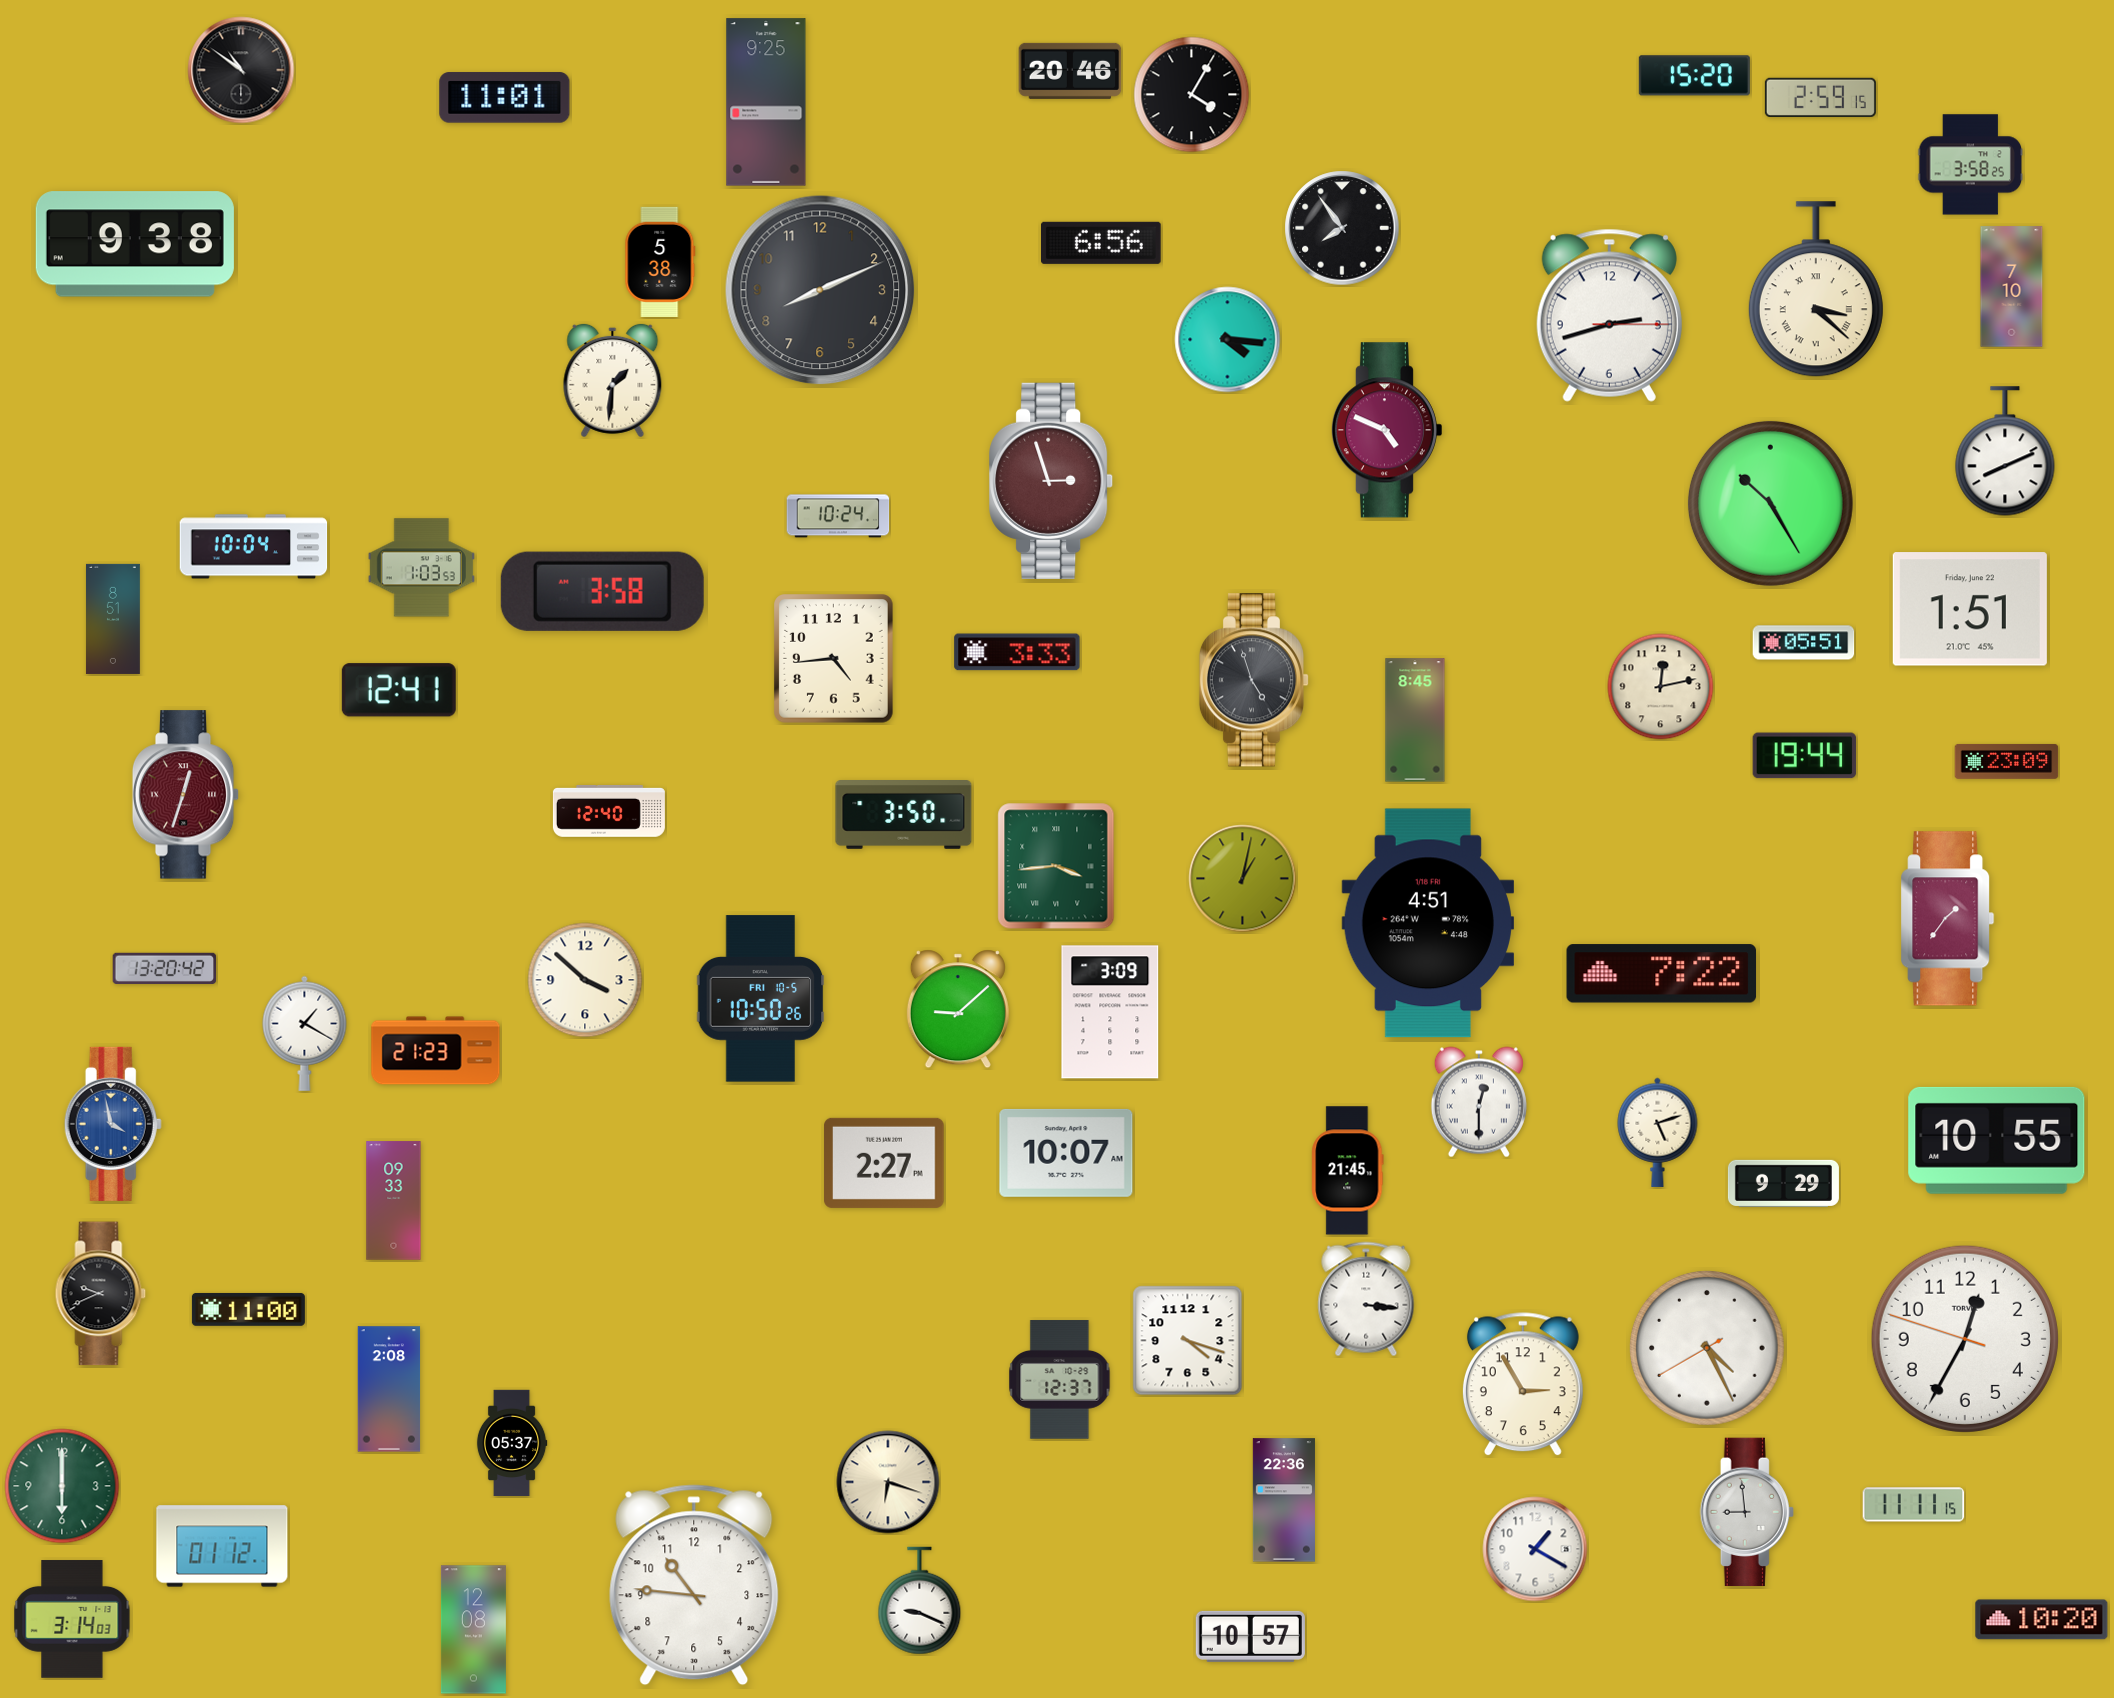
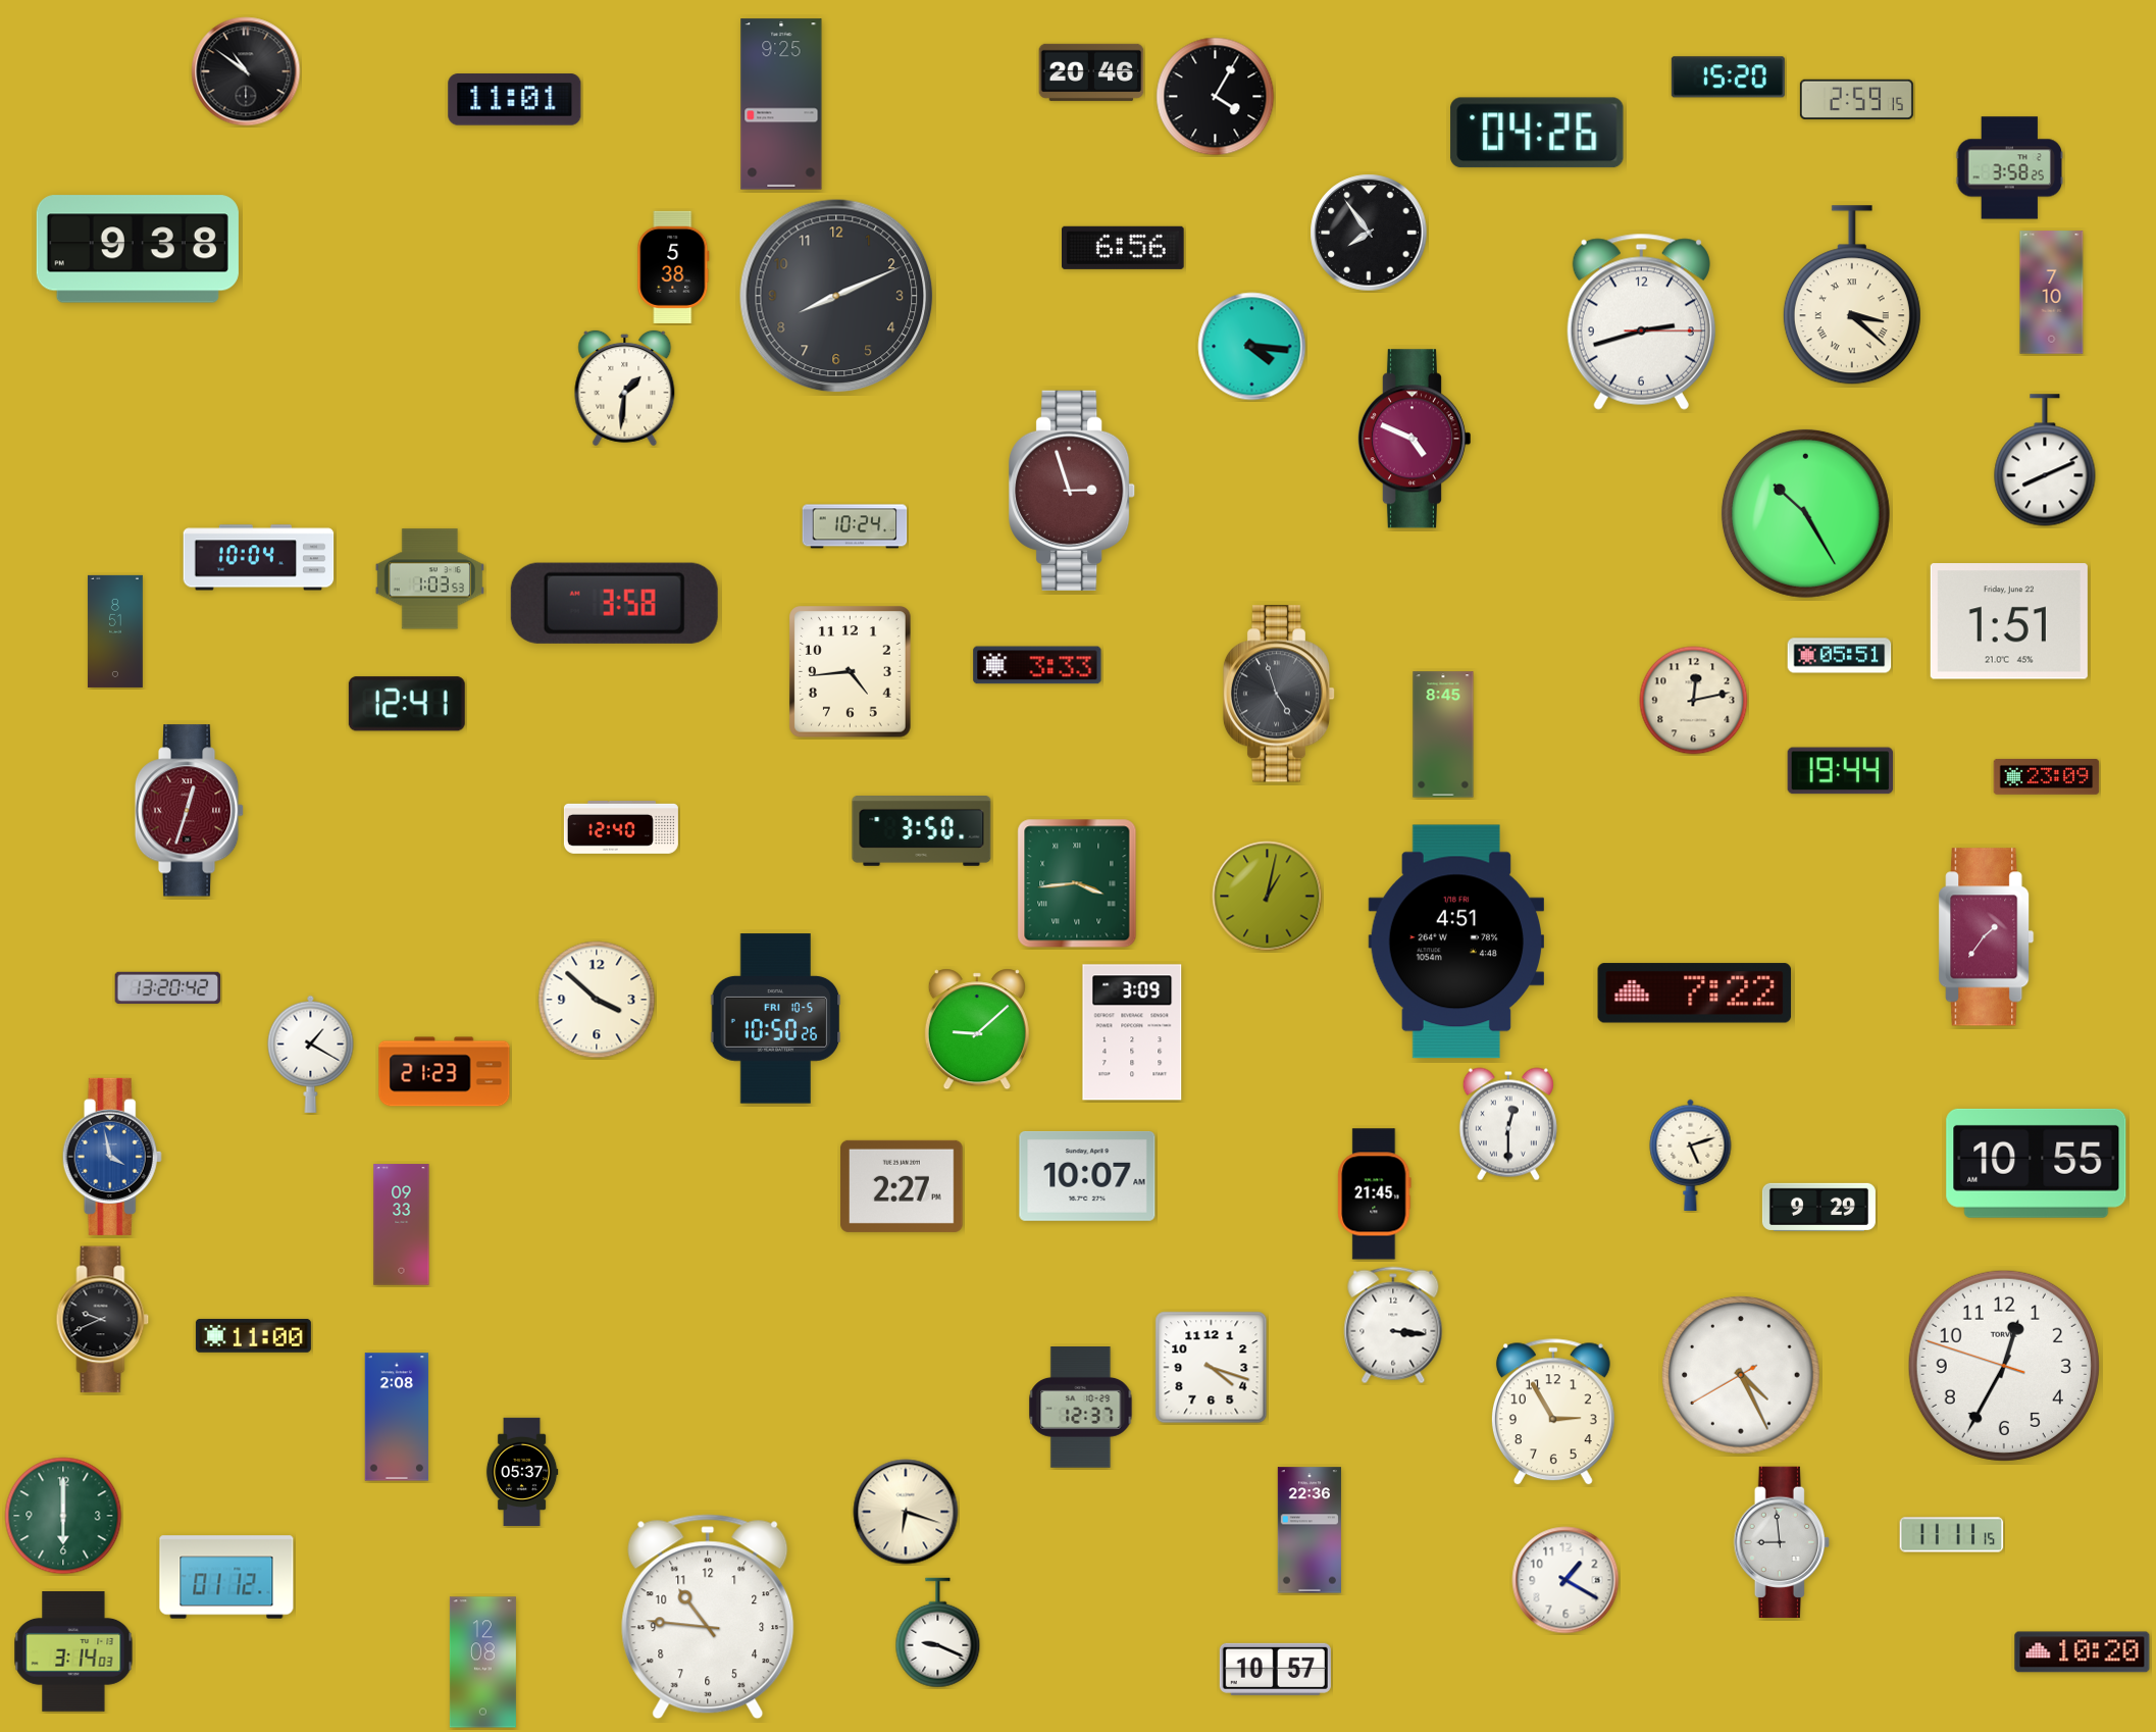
clock at (1537, 133): none -> 04:26
clock at (113, 1124) position: (113, 1124) -> (112, 1157)
